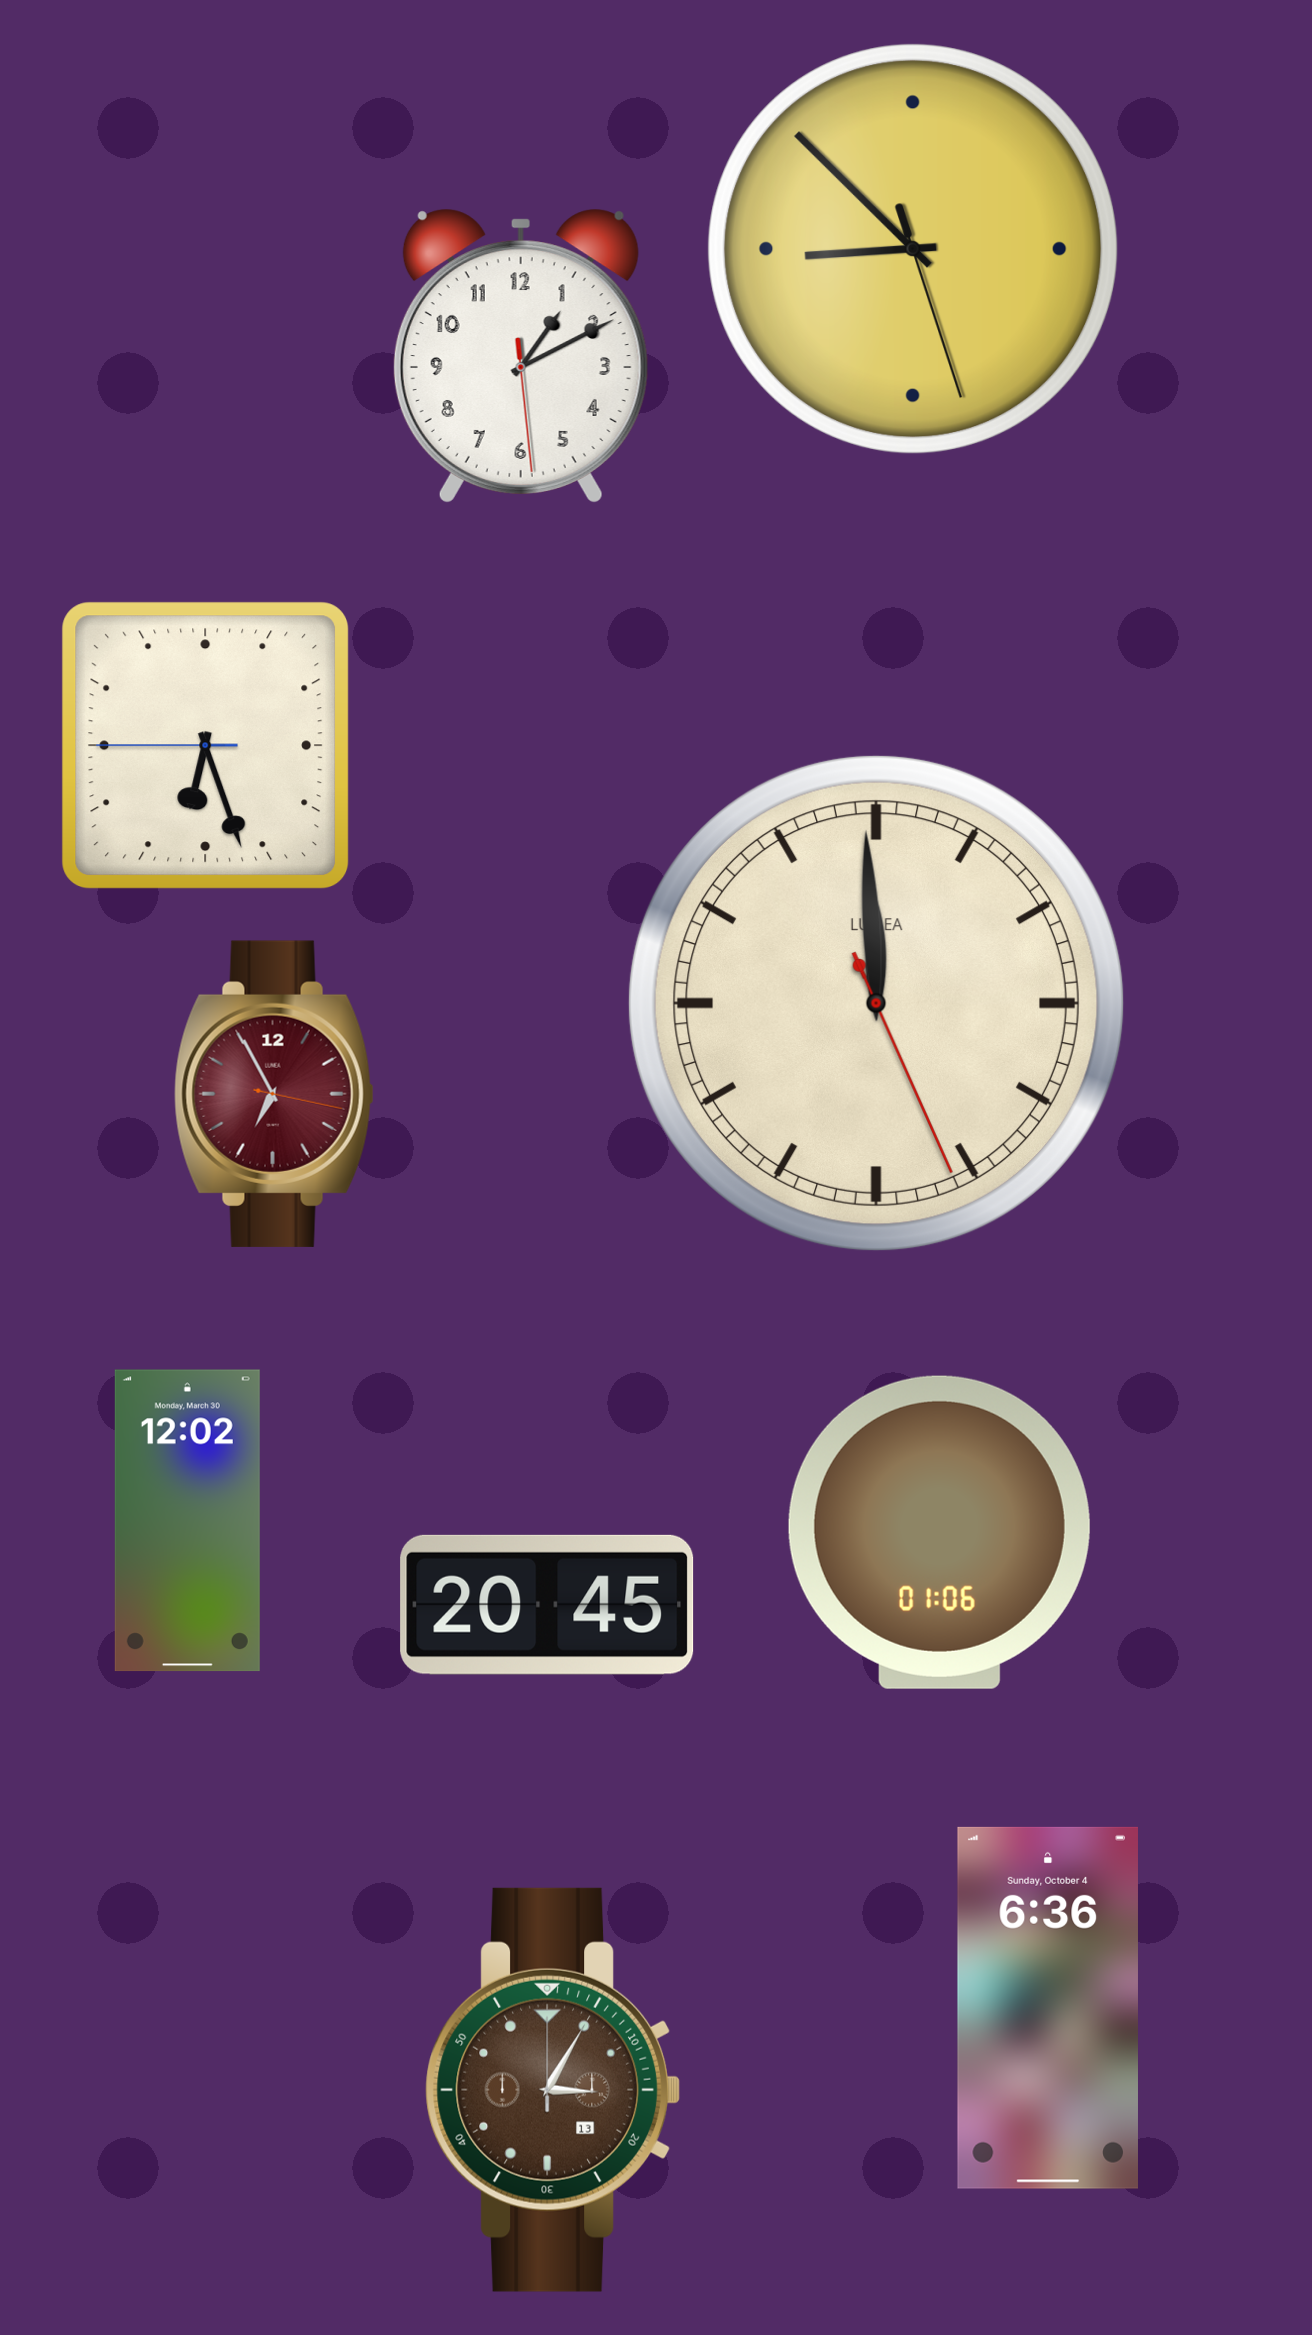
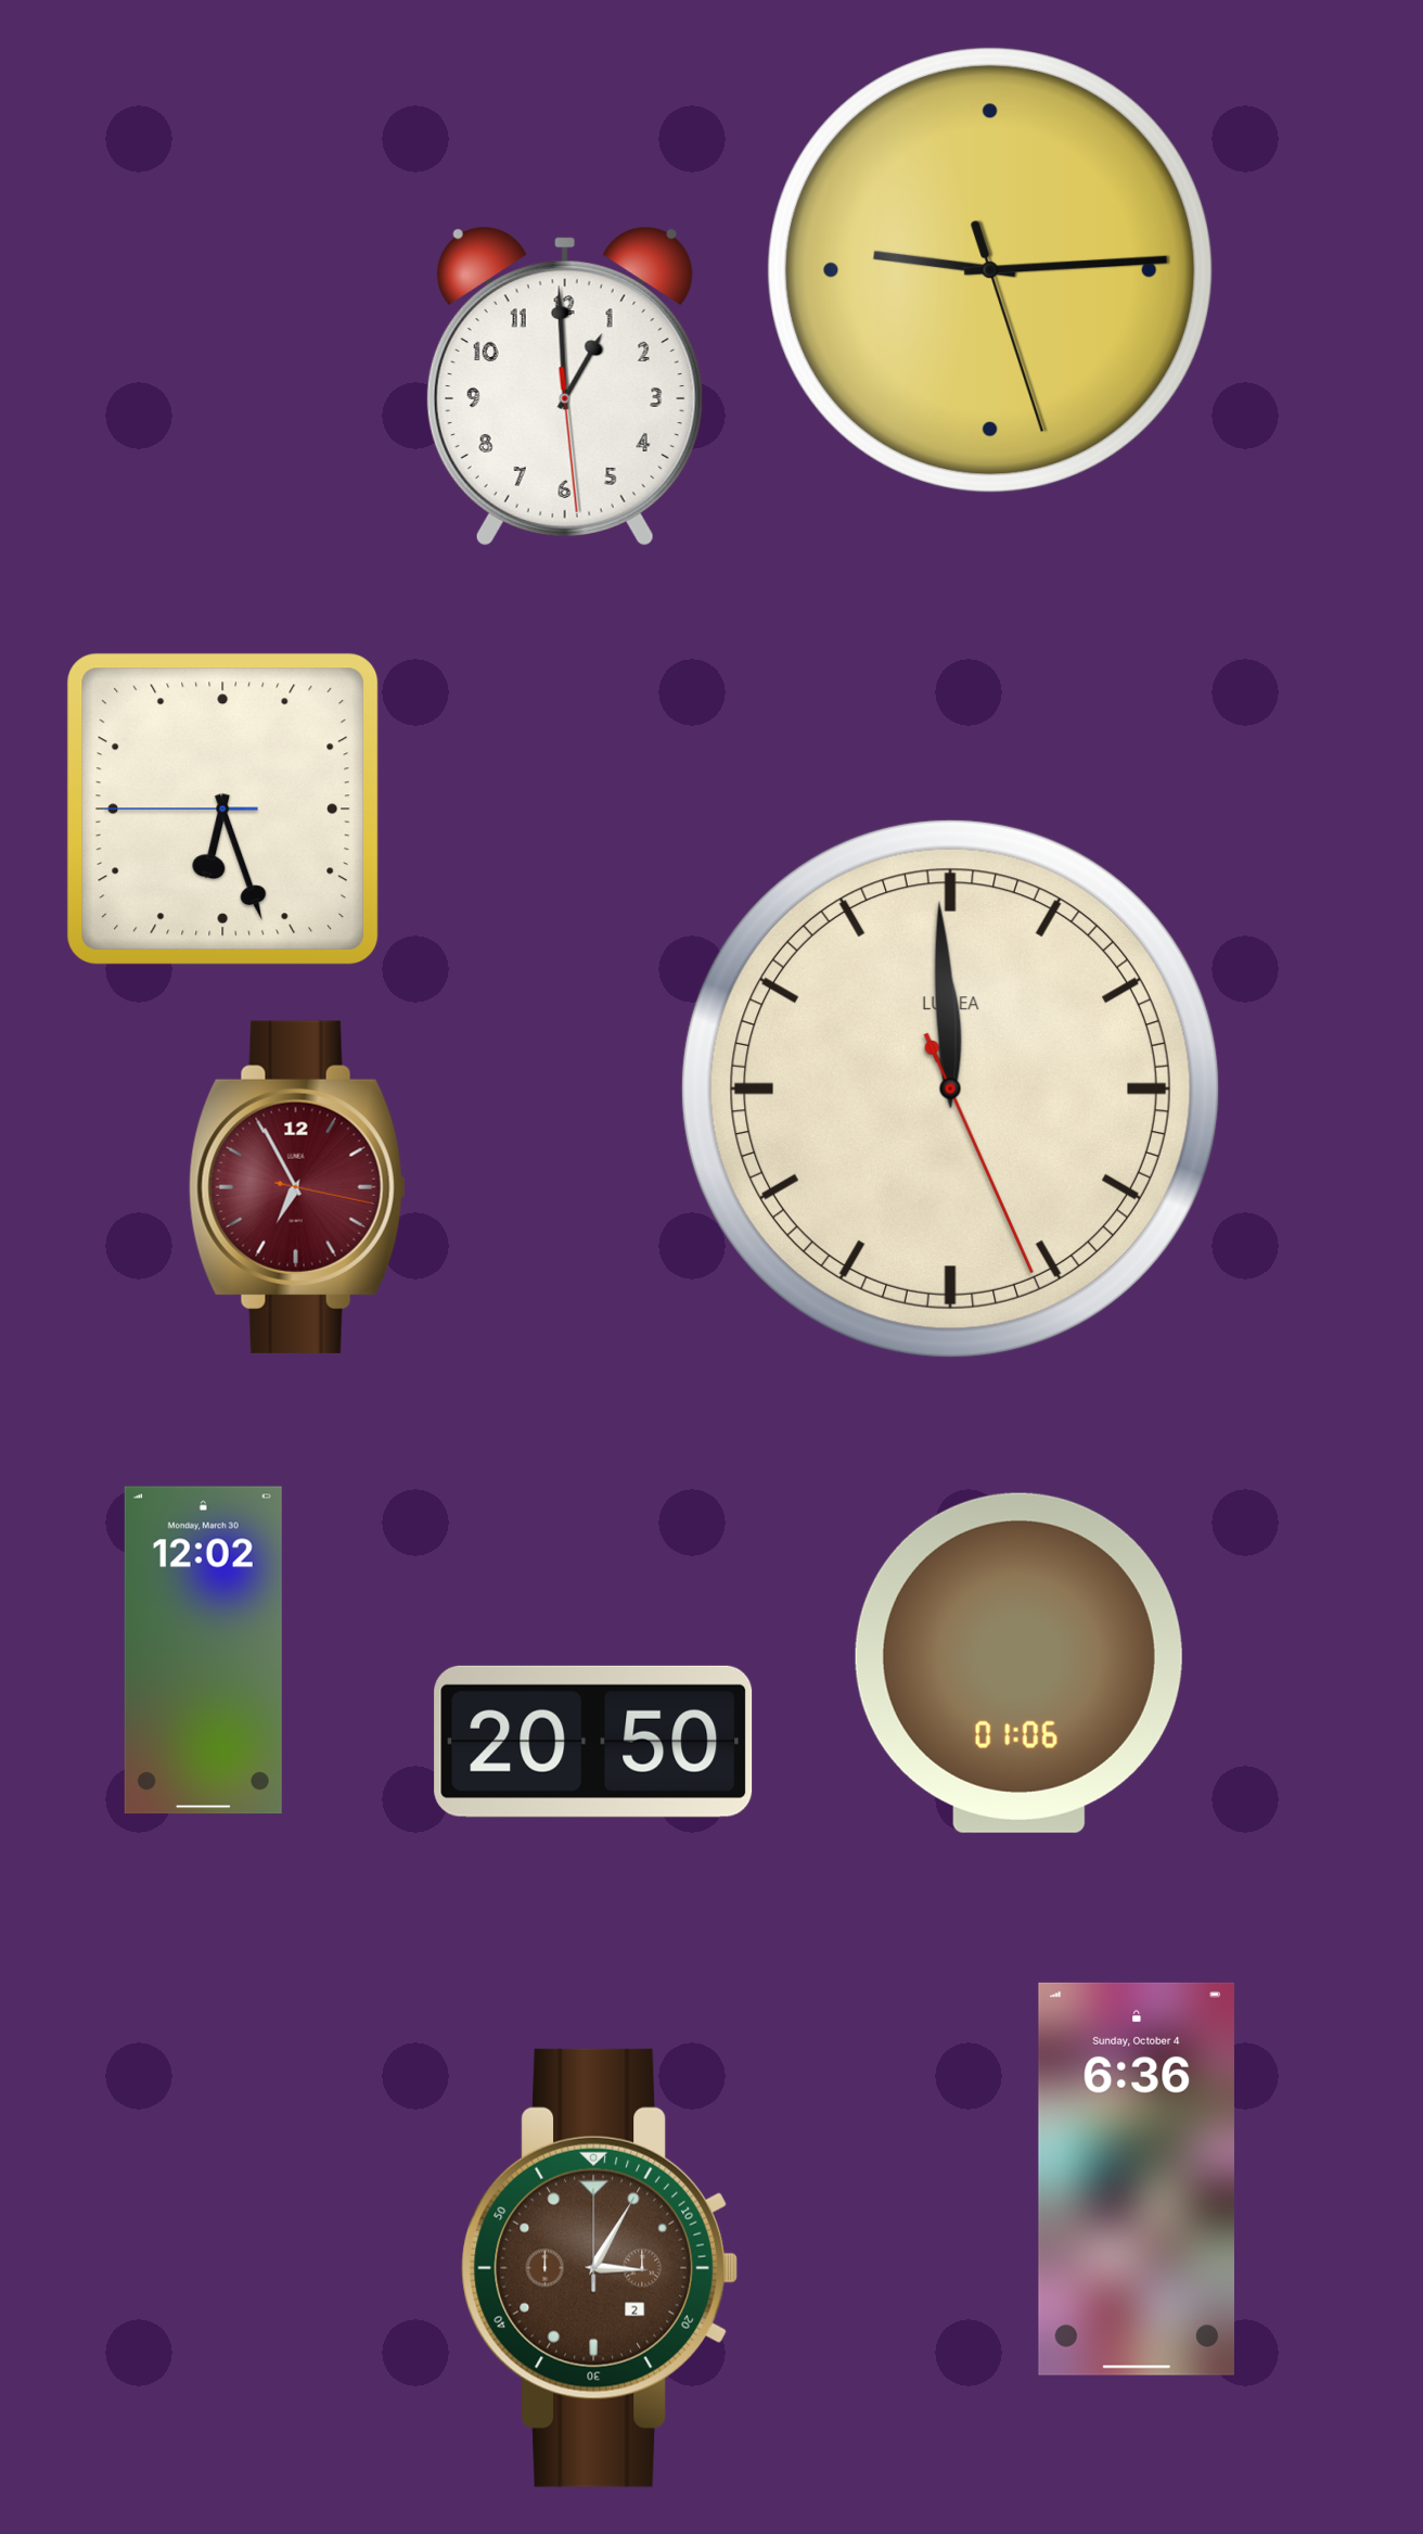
clock at (913, 249): 8:52 -> 9:14
clock at (521, 356): 1:10 -> 12:59
clock at (547, 1605): 20:45 -> 20:50
clock at (552, 2090) date: 13 -> 2
